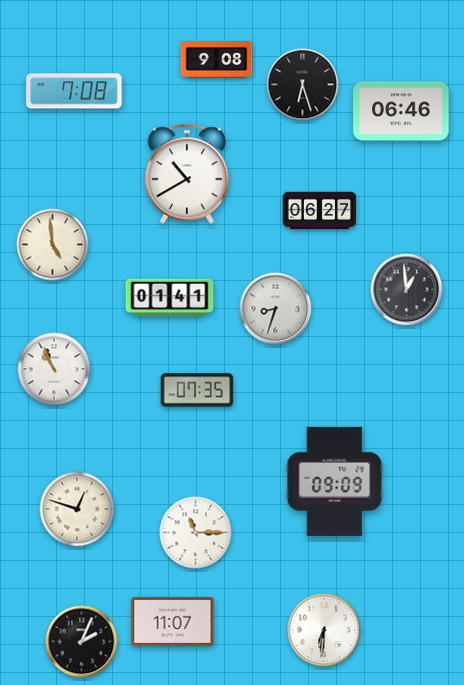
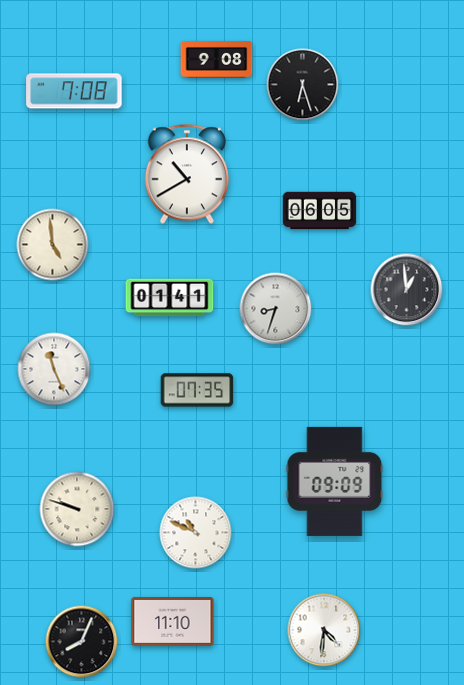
clock at (401, 111): 06:46 -> none
clock at (320, 211): 06:27 -> 06:05
clock at (54, 369): 10:56 -> 11:26
clock at (77, 509): 12:48 -> 9:48
clock at (196, 533): 11:15 -> 10:49
clock at (173, 621): 11:07 -> 11:10
clock at (324, 630): 6:31 -> 4:31
clock at (82, 642): 2:04 -> 8:04
